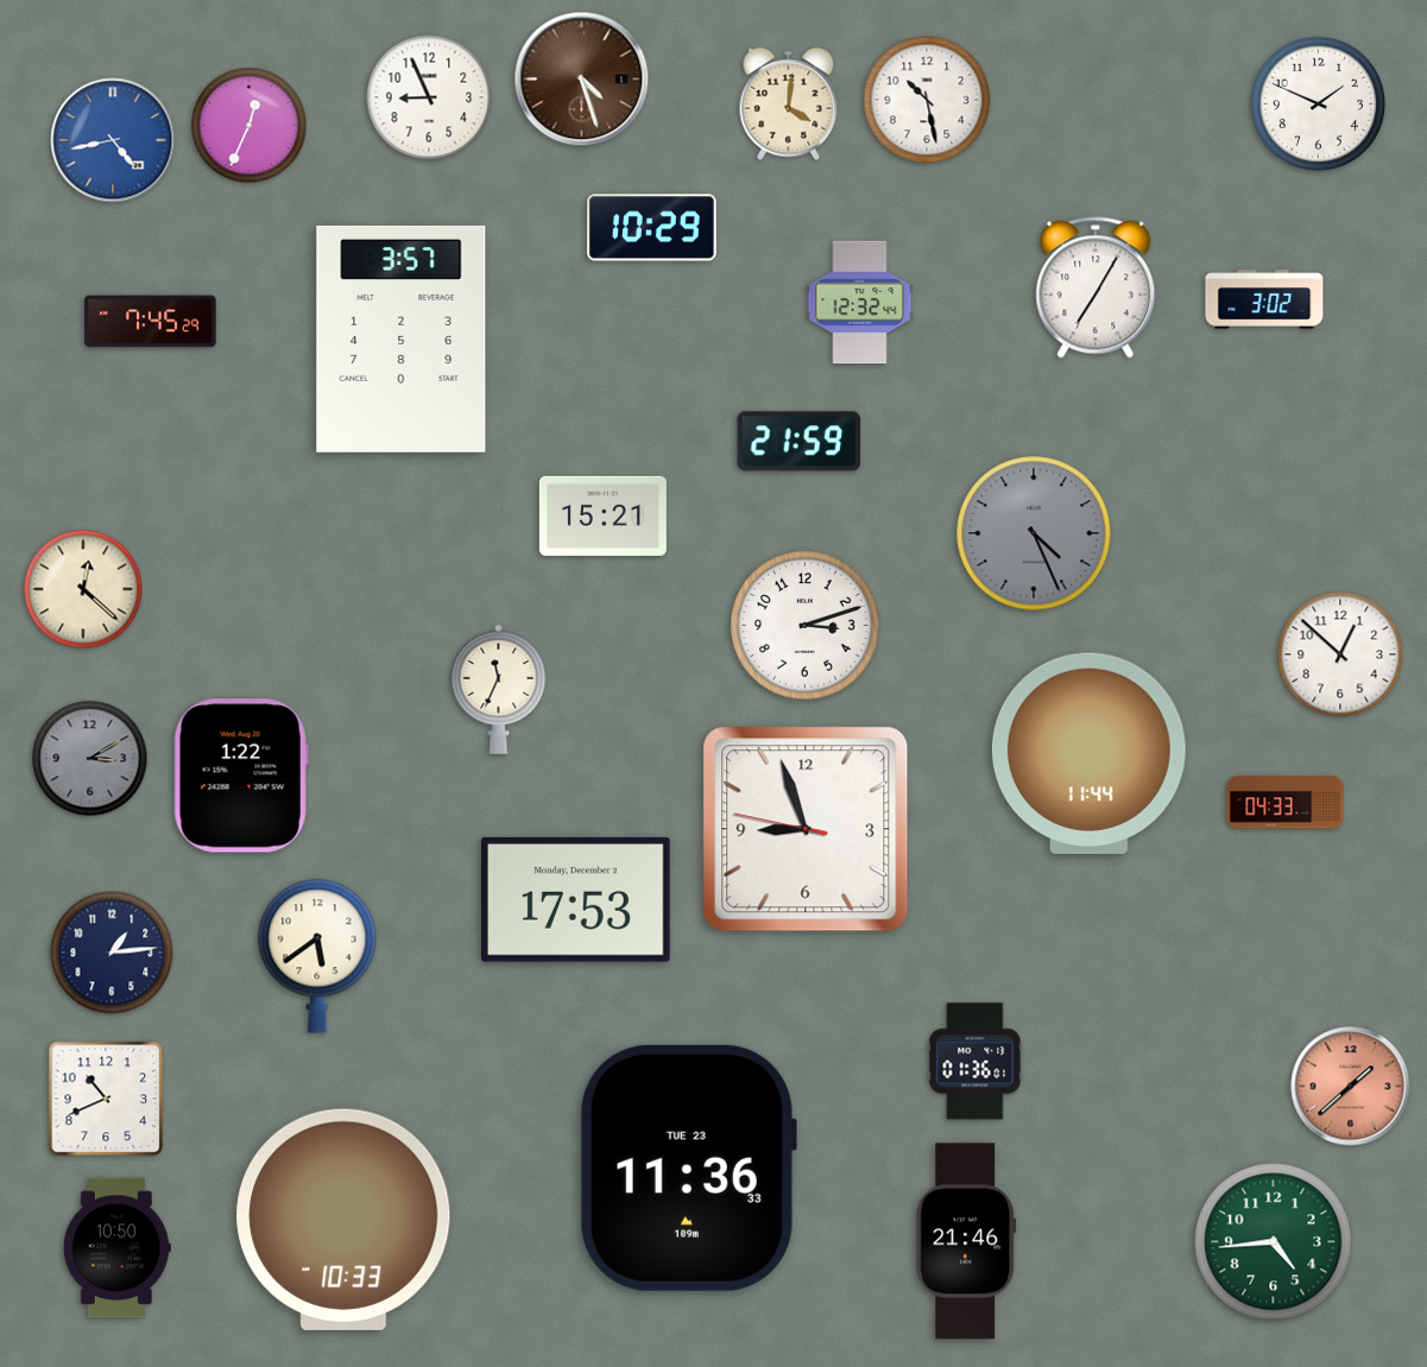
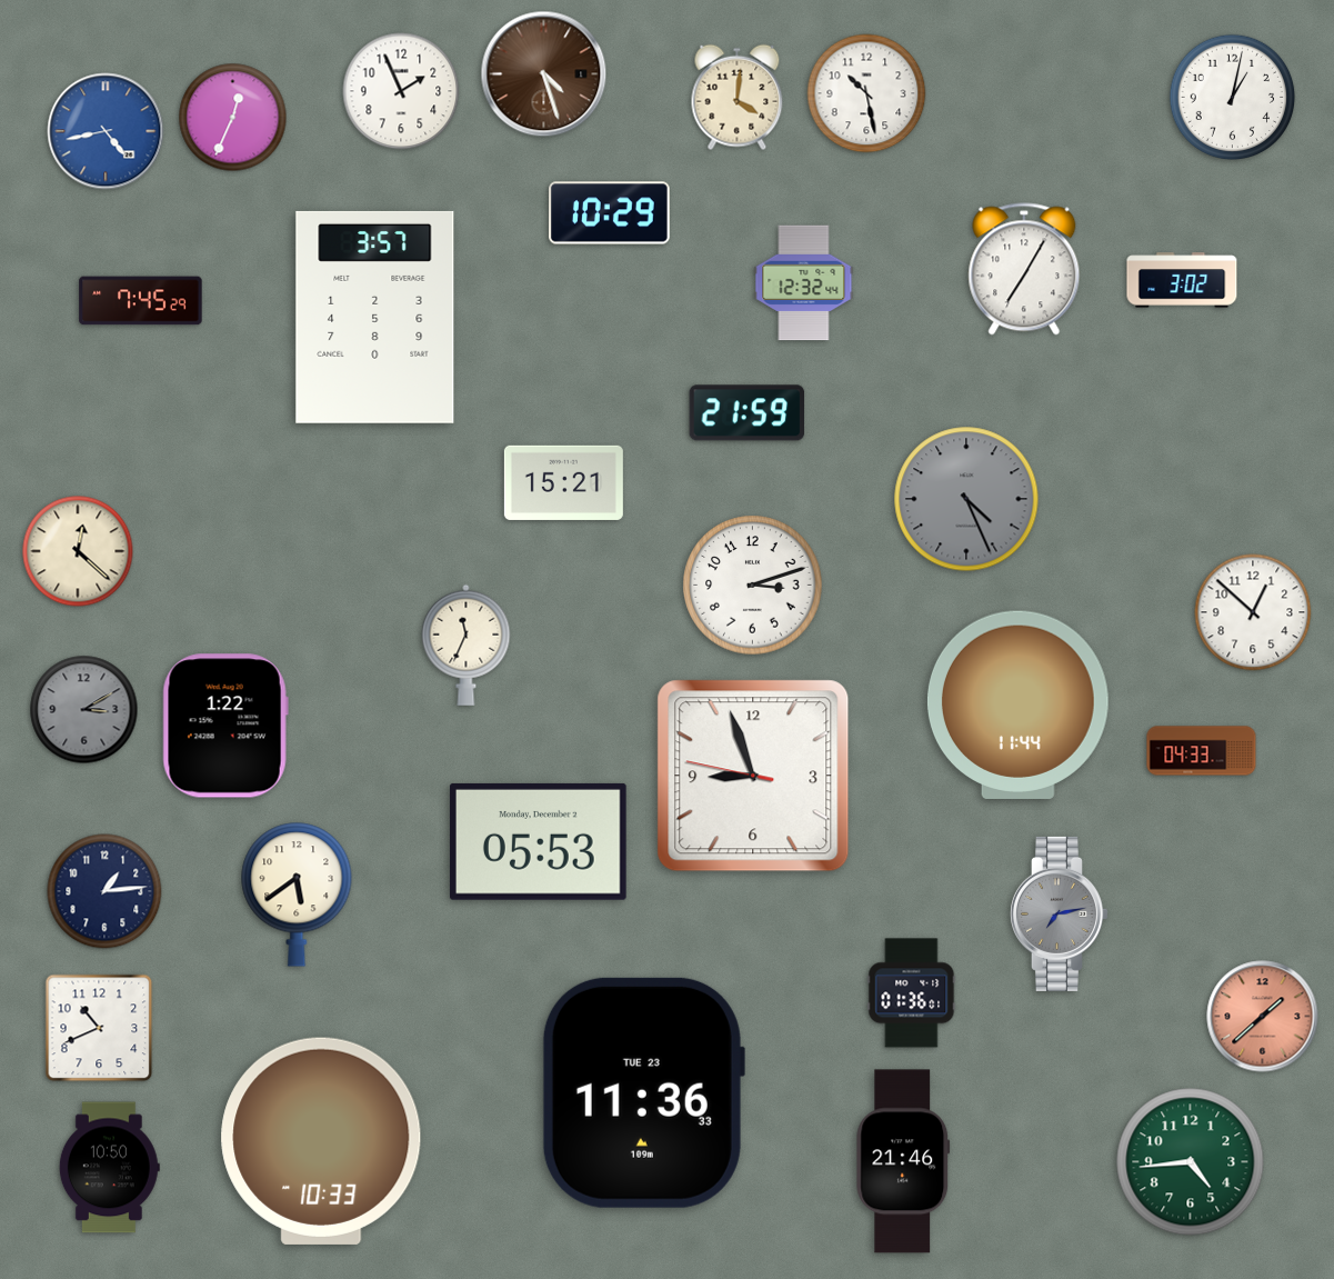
clock at (429, 97): 8:56 -> 1:56
clock at (1319, 105): 1:49 -> 1:02
clock at (575, 899): 17:53 -> 05:53
clock at (1059, 913): none -> 7:13
